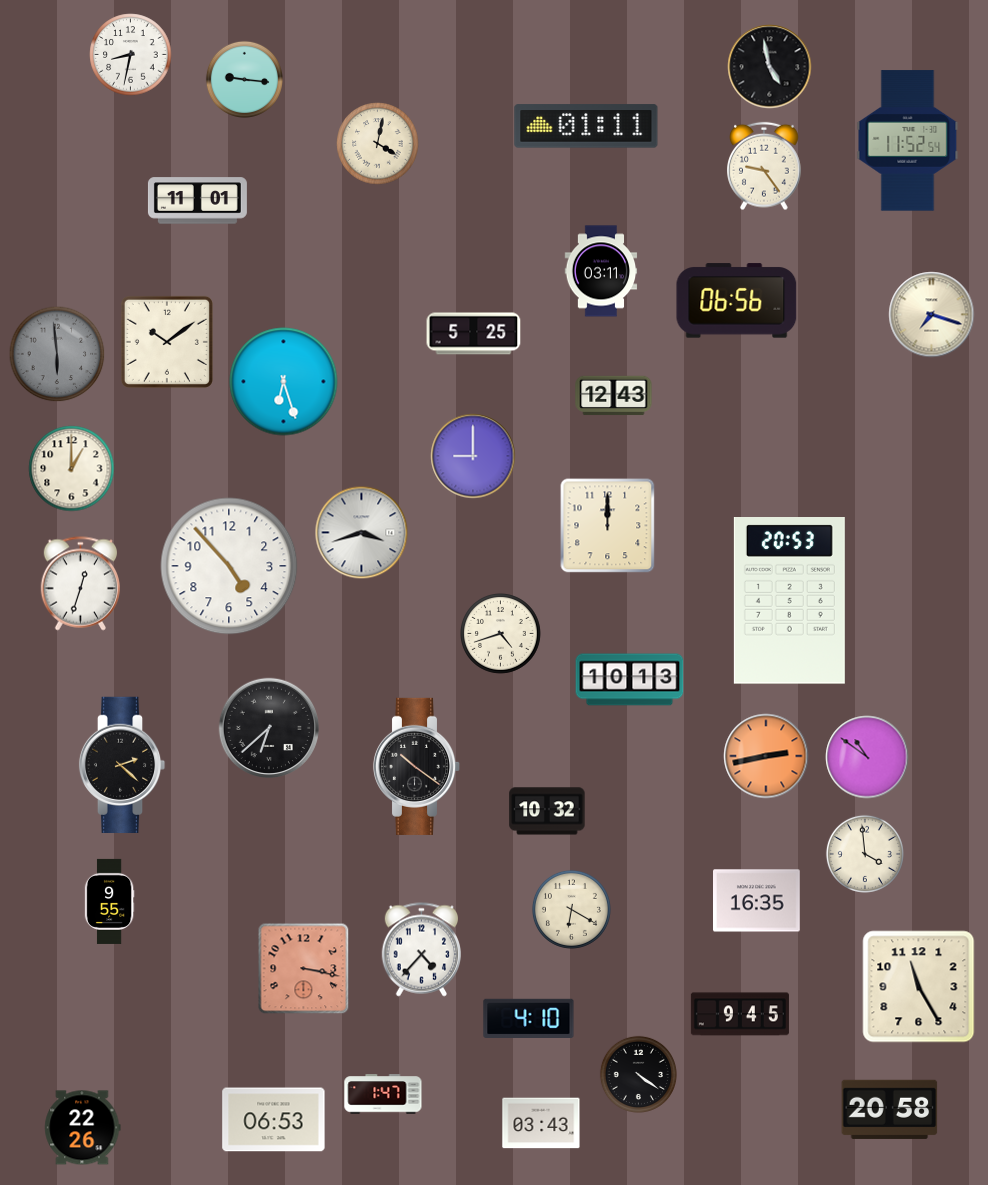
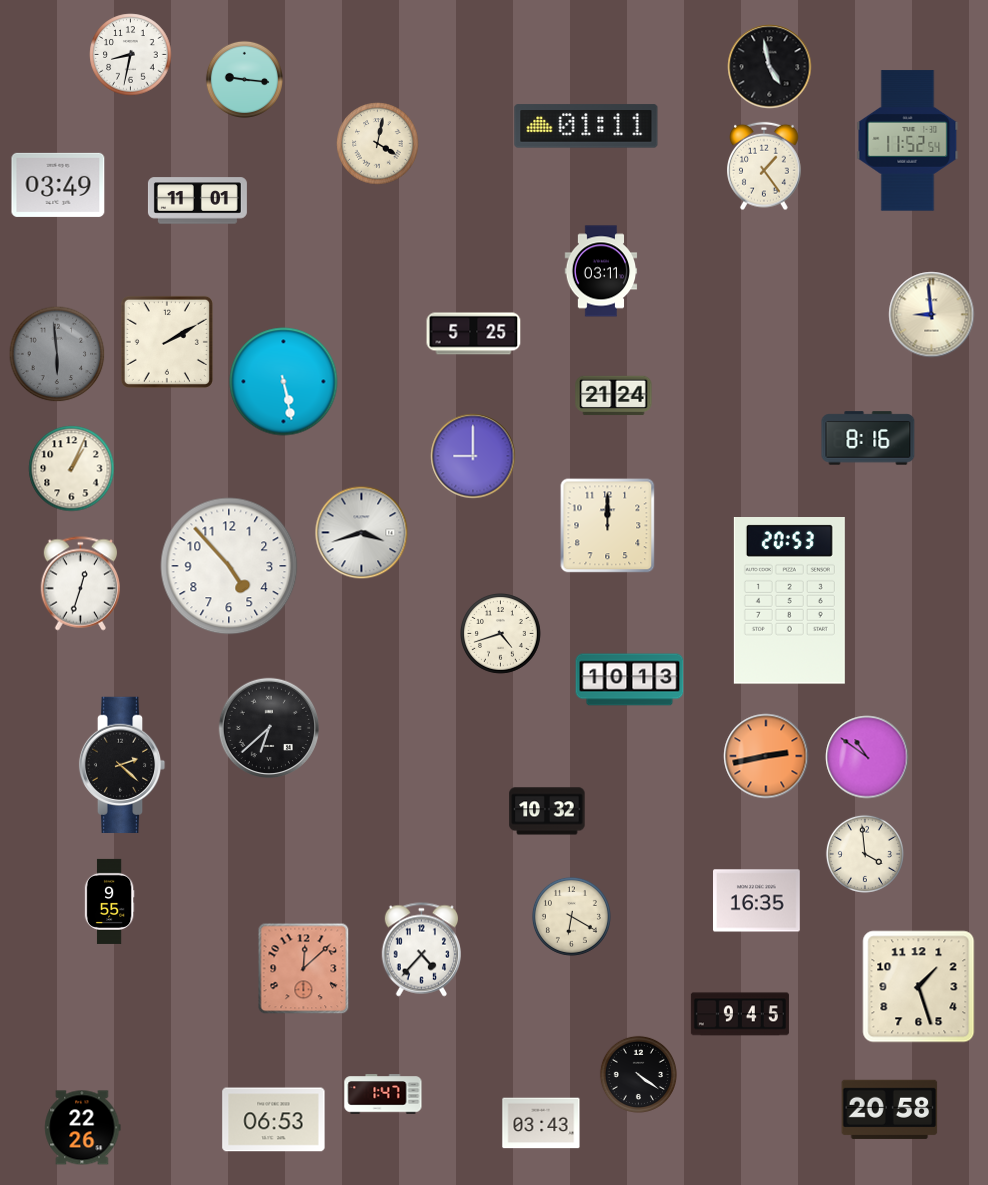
clock at (765, 166): 9:24 -> 1:24
clock at (58, 185): none -> 03:49
clock at (737, 301): 06:56 -> none
clock at (932, 315): 7:18 -> 8:59
clock at (167, 342): 10:09 -> 2:10
clock at (284, 382): 6:27 -> 5:28
clock at (614, 396): 12:43 -> 21:24
clock at (868, 438): none -> 8:16
clock at (72, 469): 1:00 -> 1:04
clock at (417, 766): 10:21 -> none
clock at (571, 909) position: (571, 909) -> (571, 916)
clock at (304, 969): 3:17 -> 12:08
clock at (919, 987): 11:25 -> 1:27
clock at (529, 1018): 4:10 -> none
